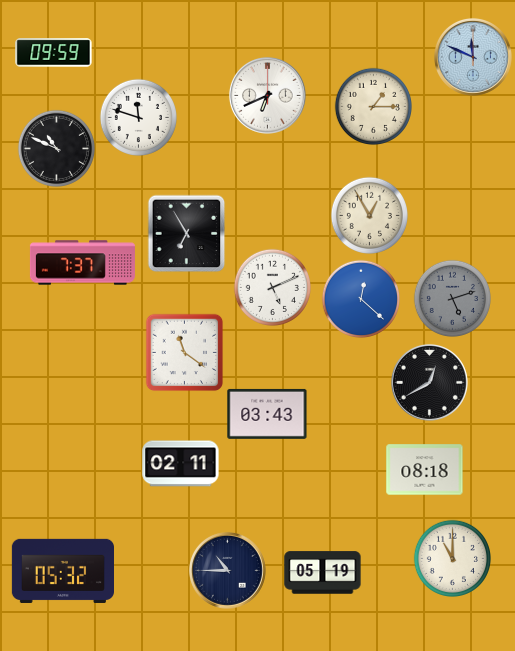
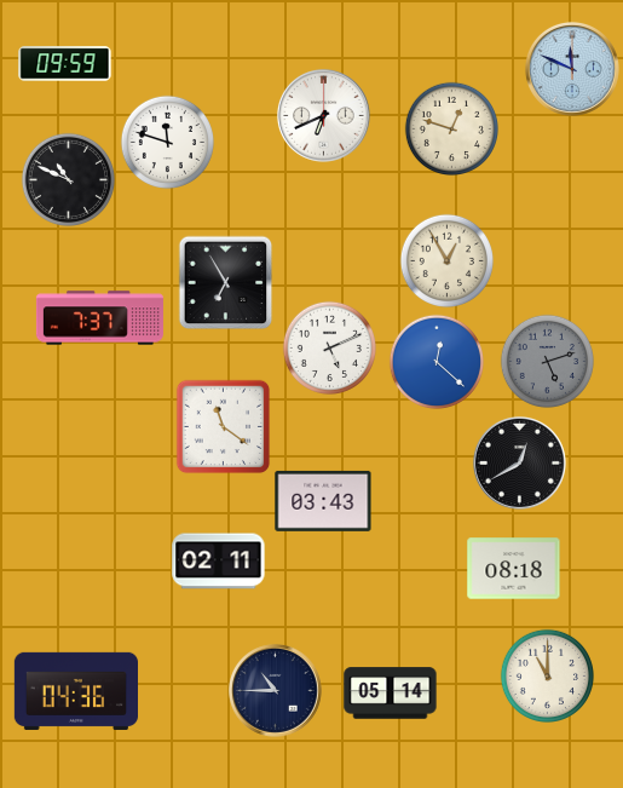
clock at (373, 106): 1:15 -> 12:48
clock at (62, 571): 05:32 -> 04:36
clock at (323, 573): 05:19 -> 05:14
